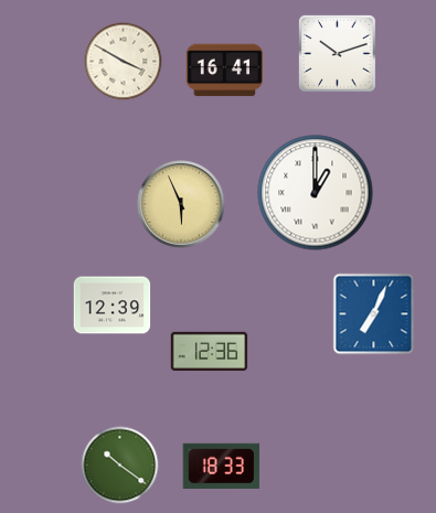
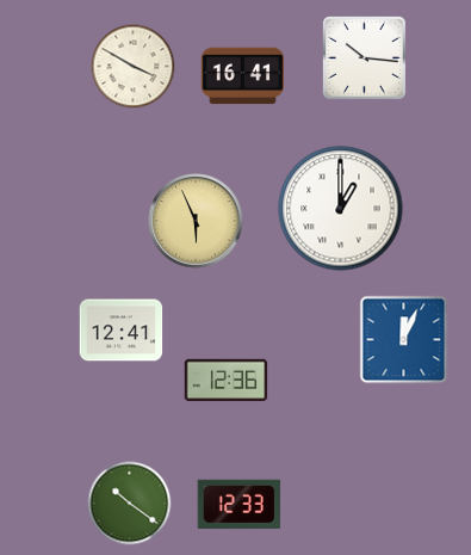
clock at (337, 53): 10:12 -> 10:16
clock at (113, 306): 12:39 -> 12:41
clock at (374, 314): 7:04 -> 12:04
clock at (222, 466): 18:33 -> 12:33
